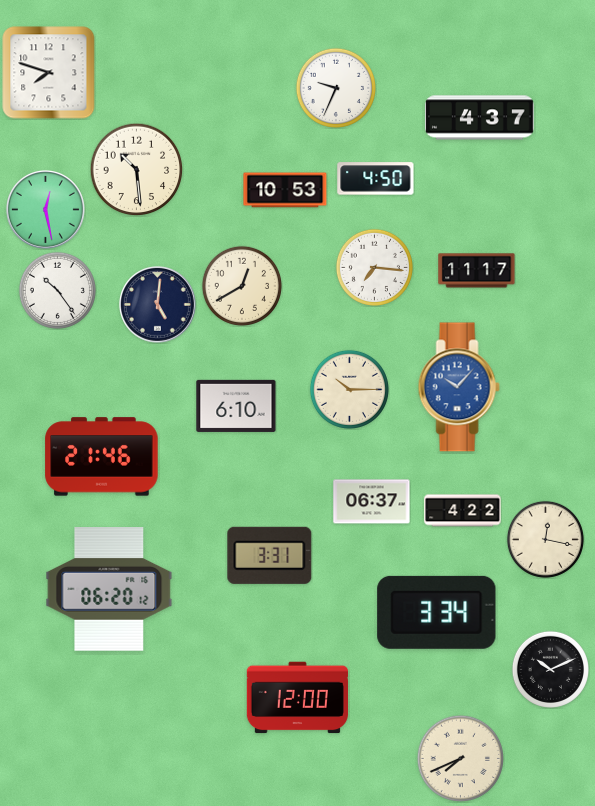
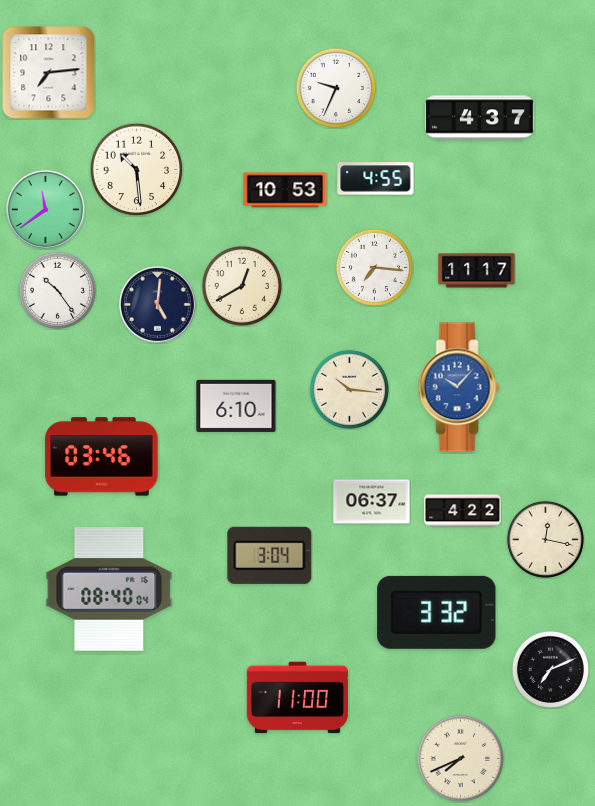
clock at (49, 73): 7:48 -> 7:14
clock at (376, 179): 4:50 -> 4:55
clock at (45, 209): 12:28 -> 11:39
clock at (349, 389): 10:15 -> 10:16
clock at (102, 457): 21:46 -> 03:46
clock at (270, 555): 3:31 -> 3:04
clock at (109, 589): 06:20 -> 08:40
clock at (437, 612): 3:34 -> 3:32
clock at (550, 669): 10:11 -> 7:11
clock at (297, 698): 12:00 -> 11:00
